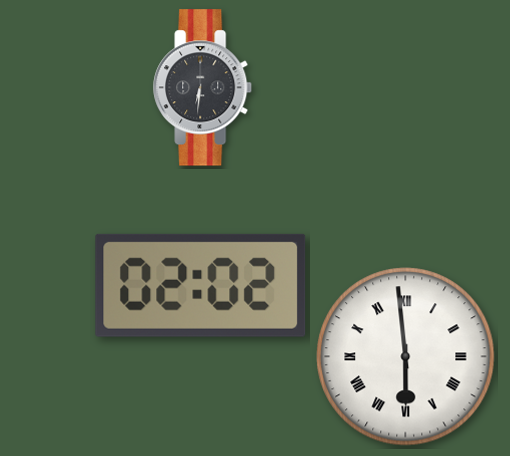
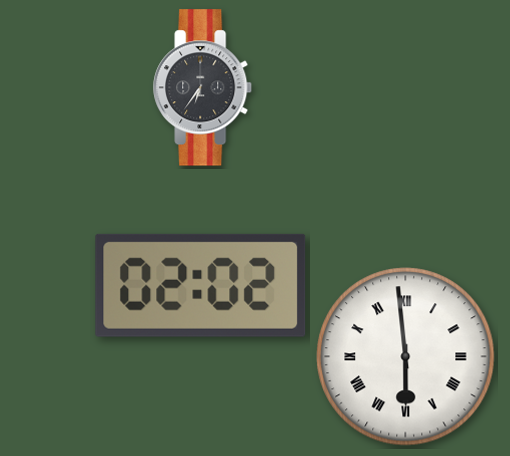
clock at (203, 88): 6:31 -> 6:36
